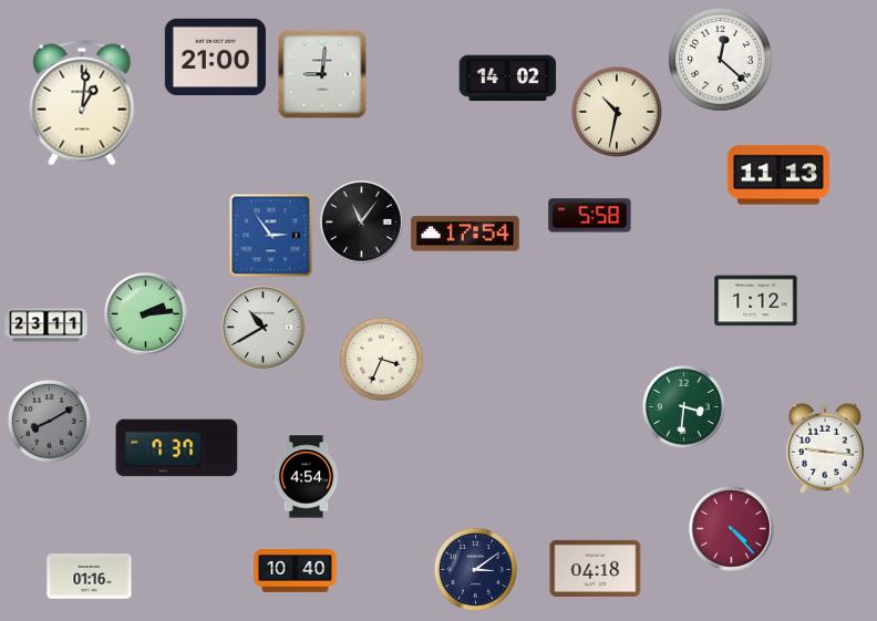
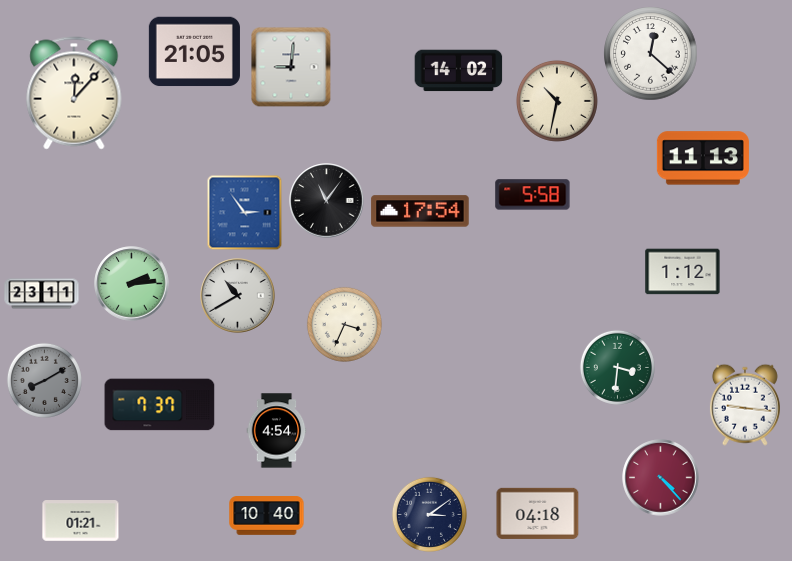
clock at (215, 58): 21:00 -> 21:05
clock at (82, 103): 1:01 -> 12:07
clock at (90, 577): 01:16 -> 01:21
